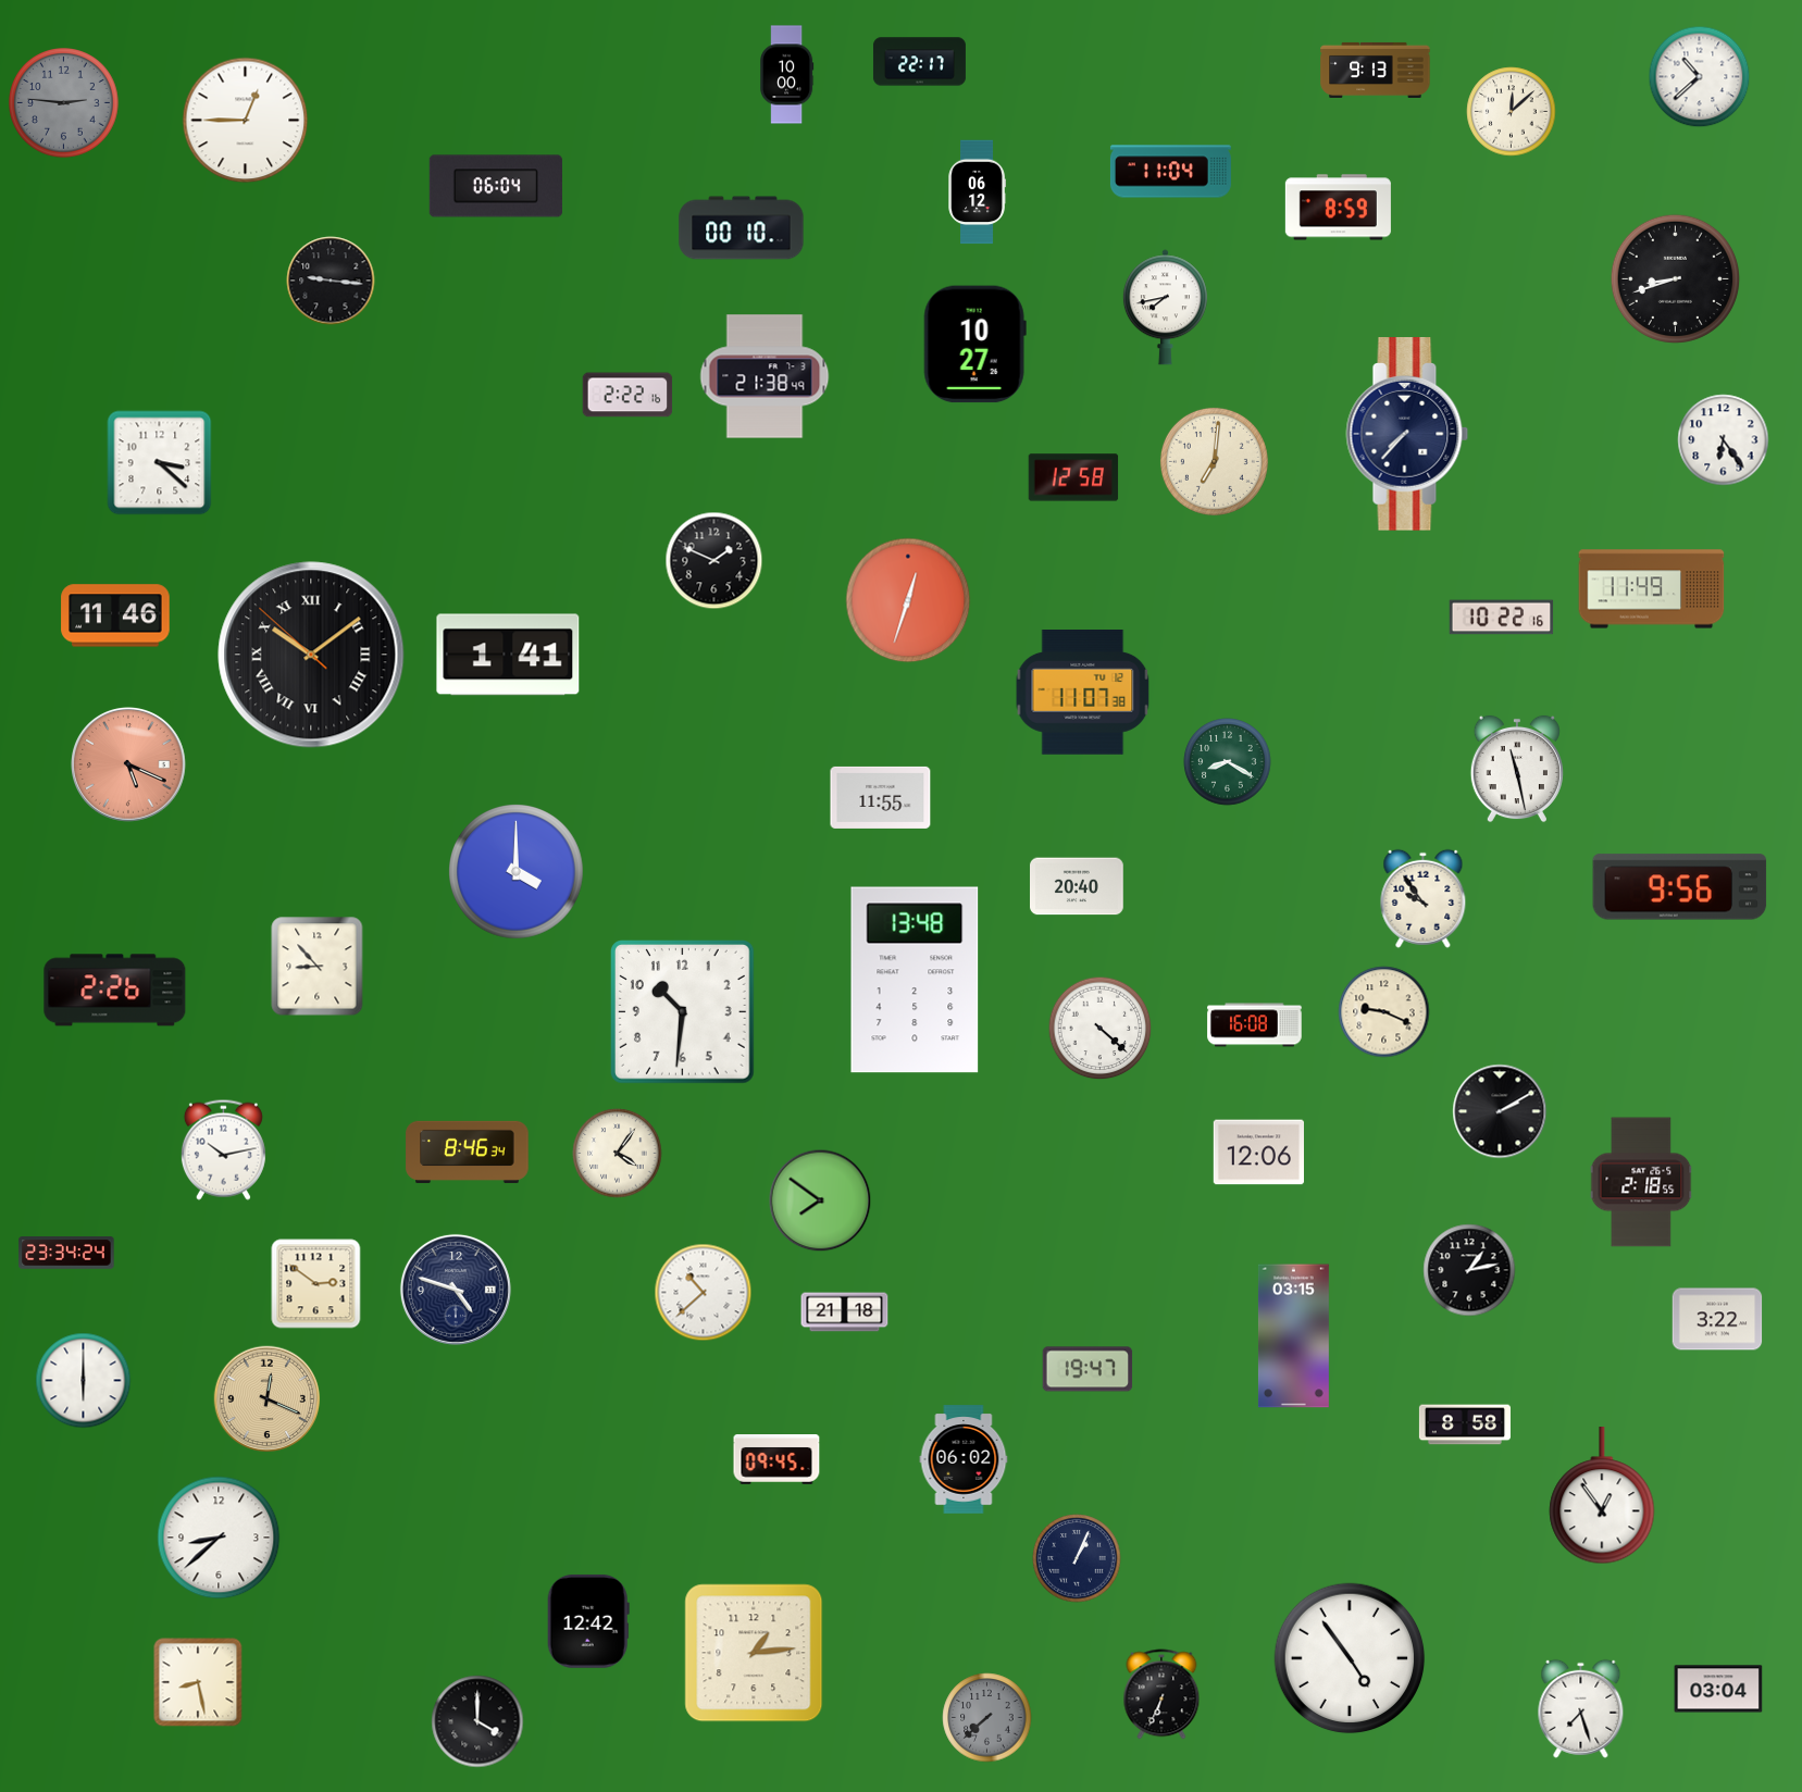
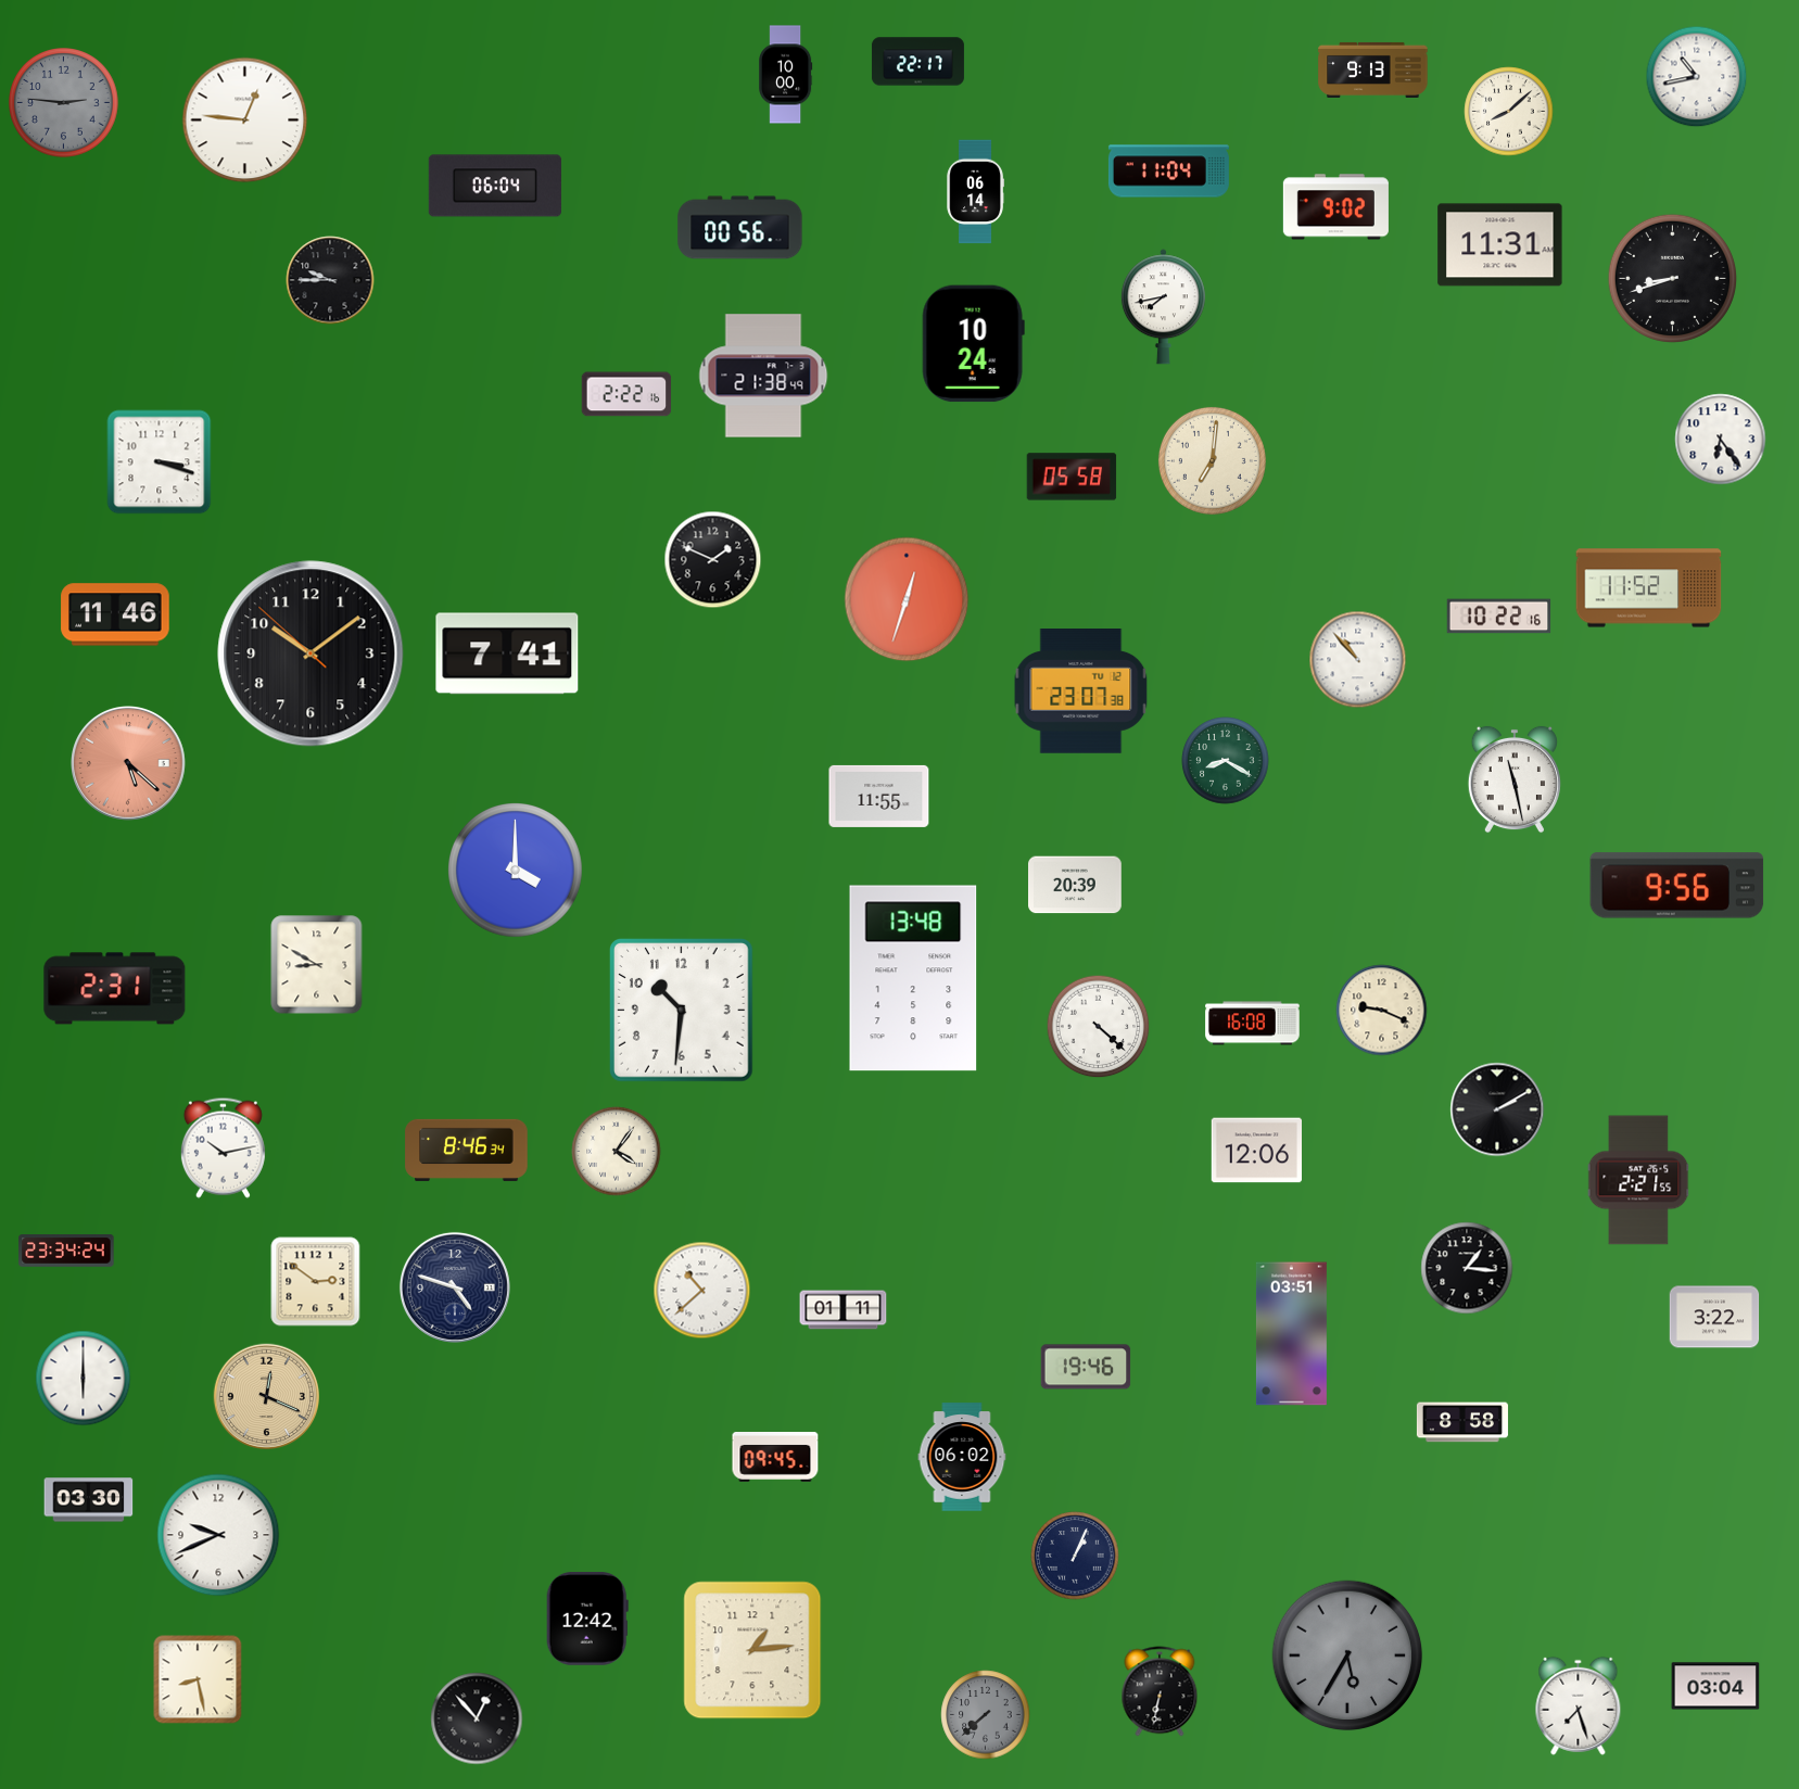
clock at (1700, 77): 10:38 -> 10:43
clock at (1512, 112): 12:08 -> 8:08
clock at (246, 121): 12:45 -> 12:46
clock at (977, 192): 06:12 -> 06:14
clock at (1338, 208): 8:59 -> 9:02
clock at (742, 228): 00:10 -> 00:56
clock at (1500, 245): none -> 11:31
clock at (331, 281): 9:16 -> 9:45
clock at (974, 345): 10:27 -> 10:24
clock at (1407, 435): 7:37 -> none
clock at (160, 463): 3:22 -> 3:18
clock at (1073, 477): 12:58 -> 05:58
clock at (1652, 589): 11:49 -> 11:52
clock at (311, 655) numerals: Roman -> Arabic
clock at (508, 655): 1:41 -> 7:41
clock at (1358, 660): none -> 10:53
clock at (1083, 693): 11:07 -> 23:07
clock at (129, 766): 5:19 -> 5:22
clock at (1517, 769) position: (1517, 769) -> (1515, 779)
clock at (1078, 886): 20:40 -> 20:39
clock at (1424, 898): 9:54 -> none
clock at (318, 967): 8:53 -> 8:50
clock at (115, 991): 2:26 -> 2:31
clock at (1641, 1182): 2:18 -> 2:21
clock at (820, 1200): 7:51 -> none
clock at (1469, 1270): 1:13 -> 1:16
clock at (845, 1312): 21:18 -> 01:11
clock at (1293, 1336): 03:15 -> 03:51
clock at (1088, 1369): 19:47 -> 19:46
clock at (1602, 1496): 12:54 -> none
clock at (89, 1500): none -> 03:30
clock at (219, 1538): 8:38 -> 9:41
clock at (1350, 1658): 4:54 -> 5:35
clock at (1350, 1658) dial: white -> grey
clock at (1161, 1694): 6:34 -> 6:32
clock at (477, 1721): 4:00 -> 12:53
